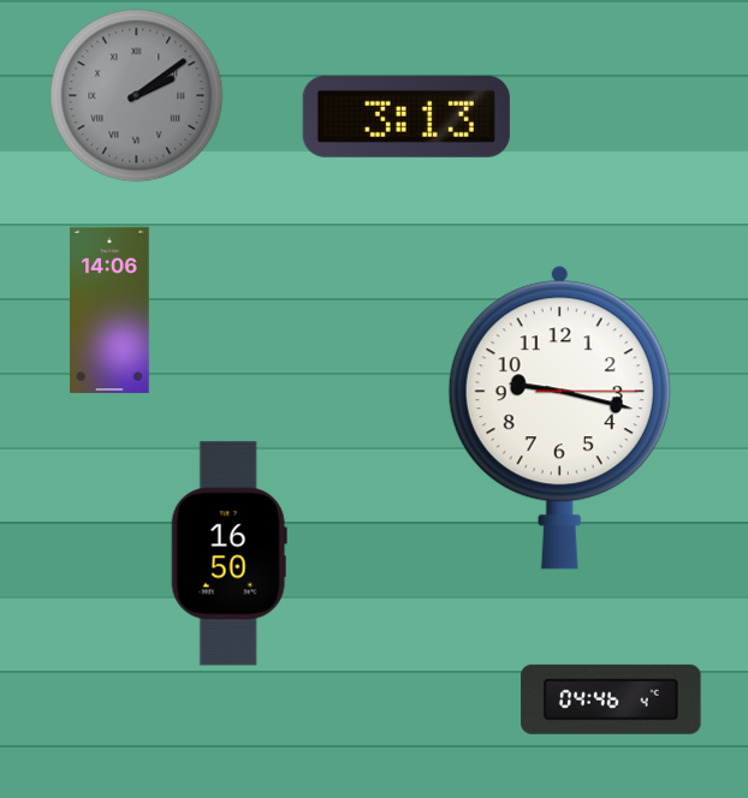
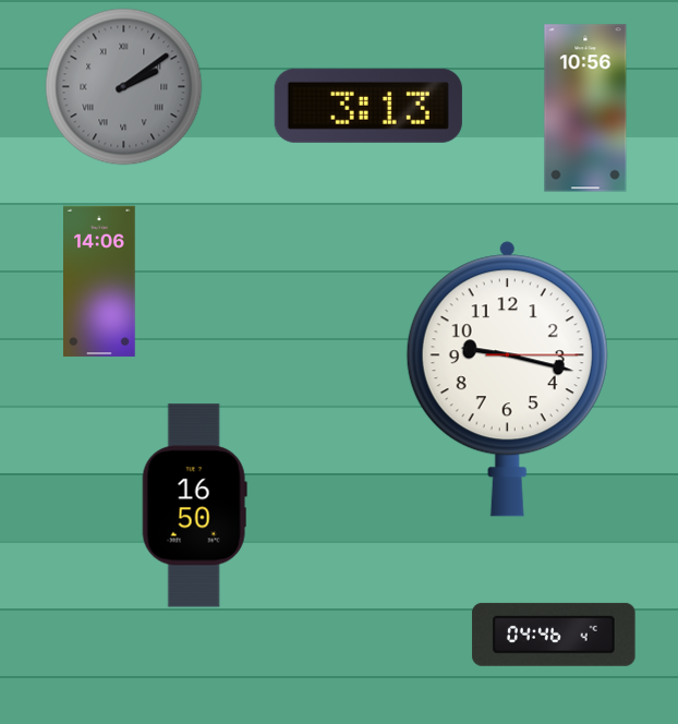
clock at (585, 108): none -> 10:56
clock at (228, 554) position: (228, 554) -> (194, 506)
